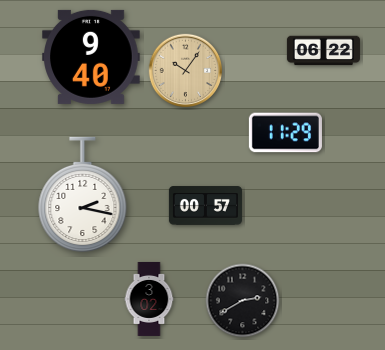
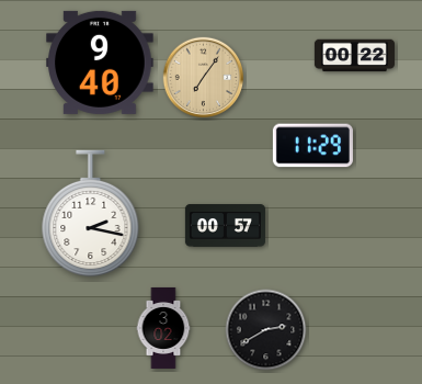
clock at (323, 51): 06:22 -> 00:22
clock at (186, 71): 10:06 -> 7:06
